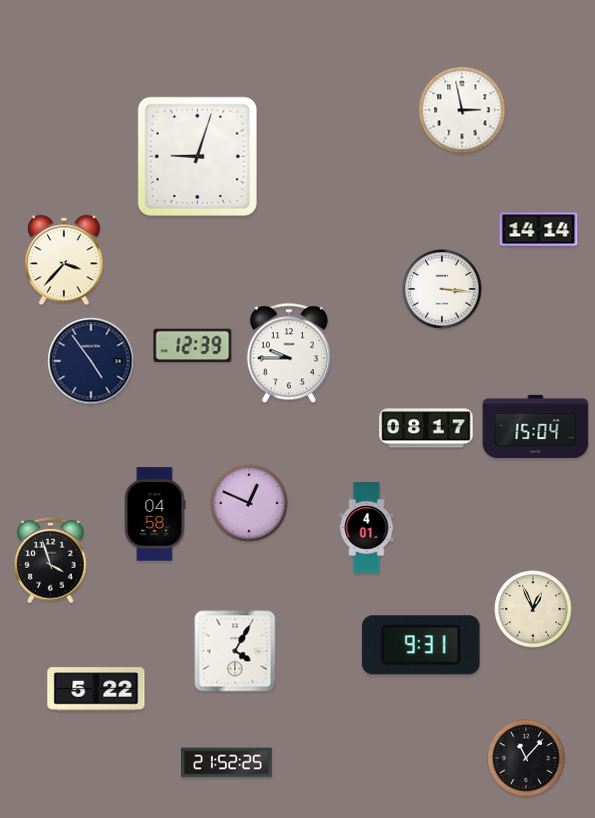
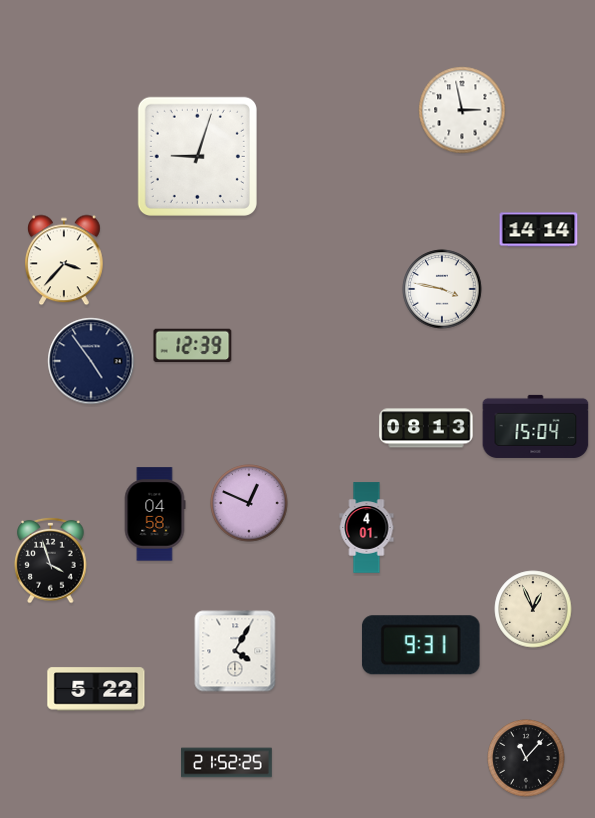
clock at (442, 289): 3:16 -> 3:47
clock at (289, 353): 9:45 -> none
clock at (426, 428): 08:17 -> 08:13
